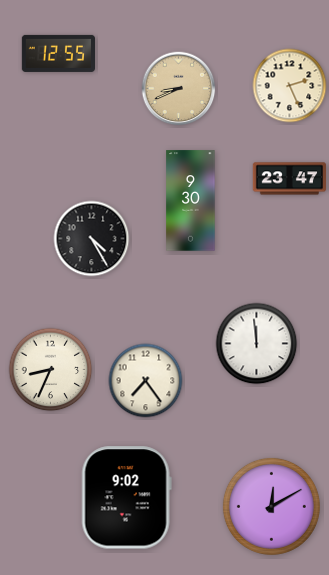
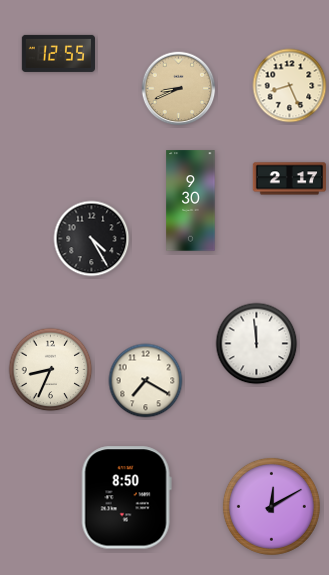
clock at (290, 86): 2:26 -> 8:26
clock at (289, 179): 23:47 -> 2:17
clock at (146, 381): 7:24 -> 7:20
clock at (126, 498): 9:02 -> 8:50
